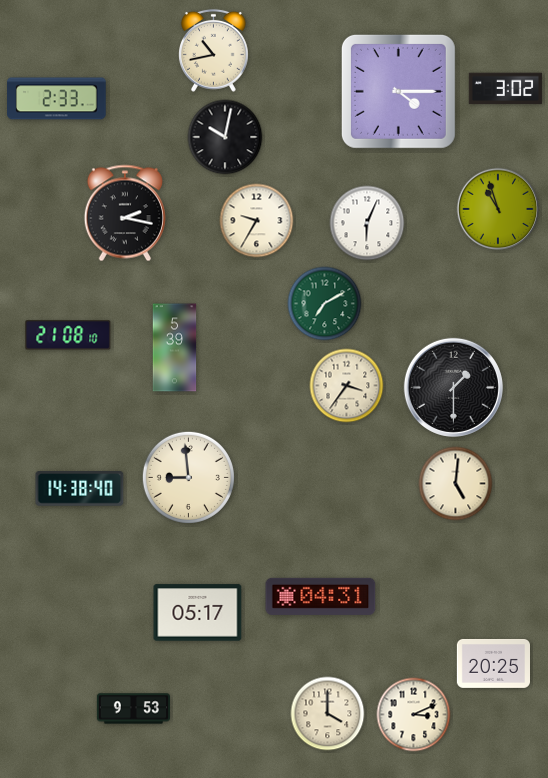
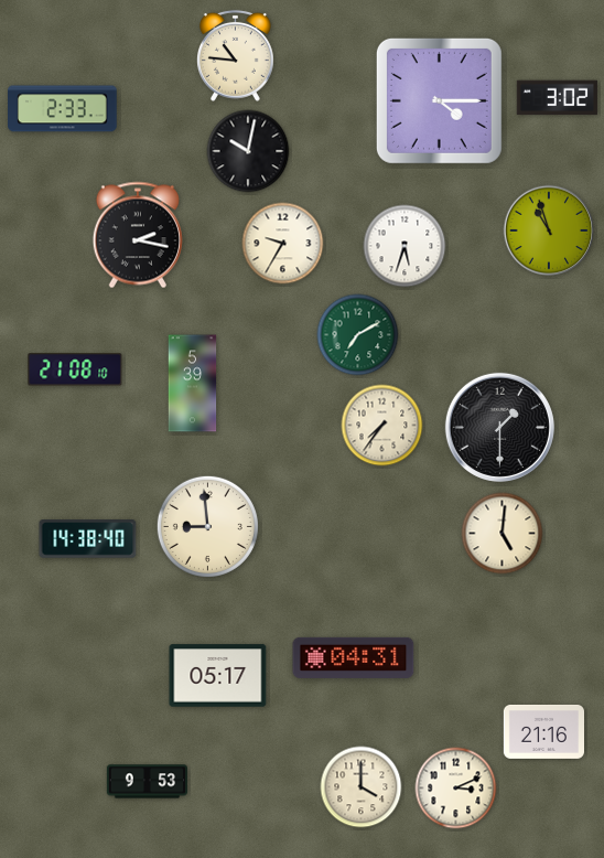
clock at (213, 50): 10:43 -> 10:46
clock at (367, 223): 6:04 -> 5:33
clock at (347, 386): 3:36 -> 7:36
clock at (493, 663): 20:25 -> 21:16
